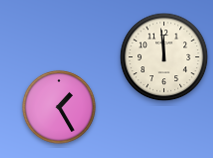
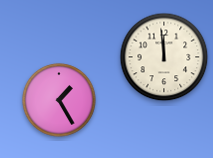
clock at (59, 107) position: (59, 107) -> (59, 100)
